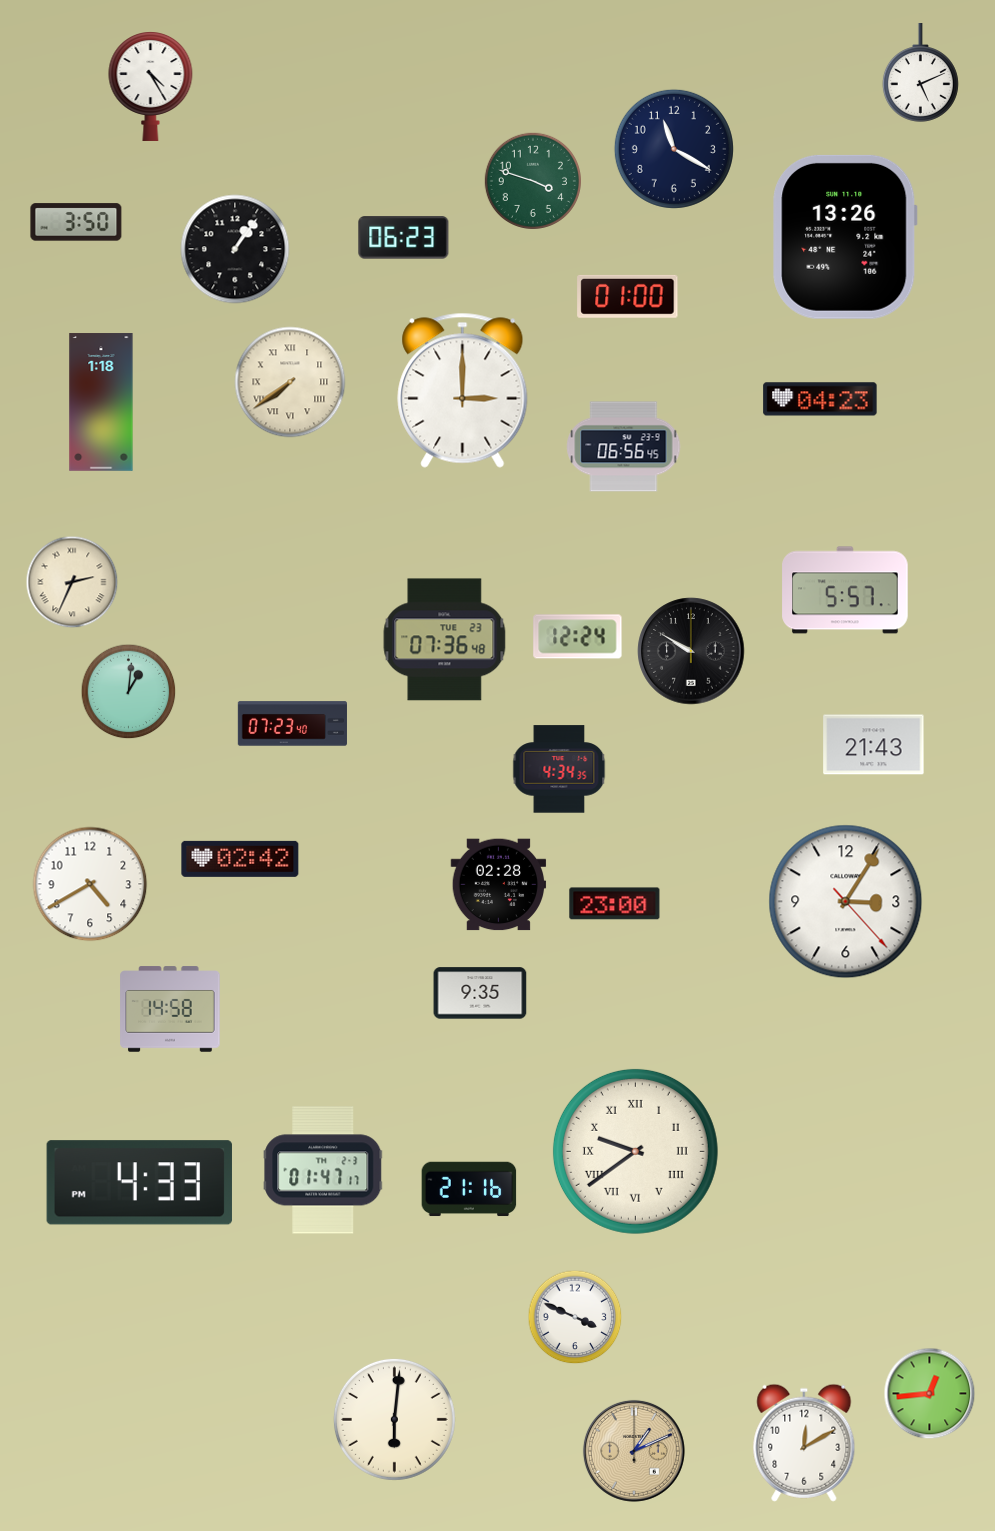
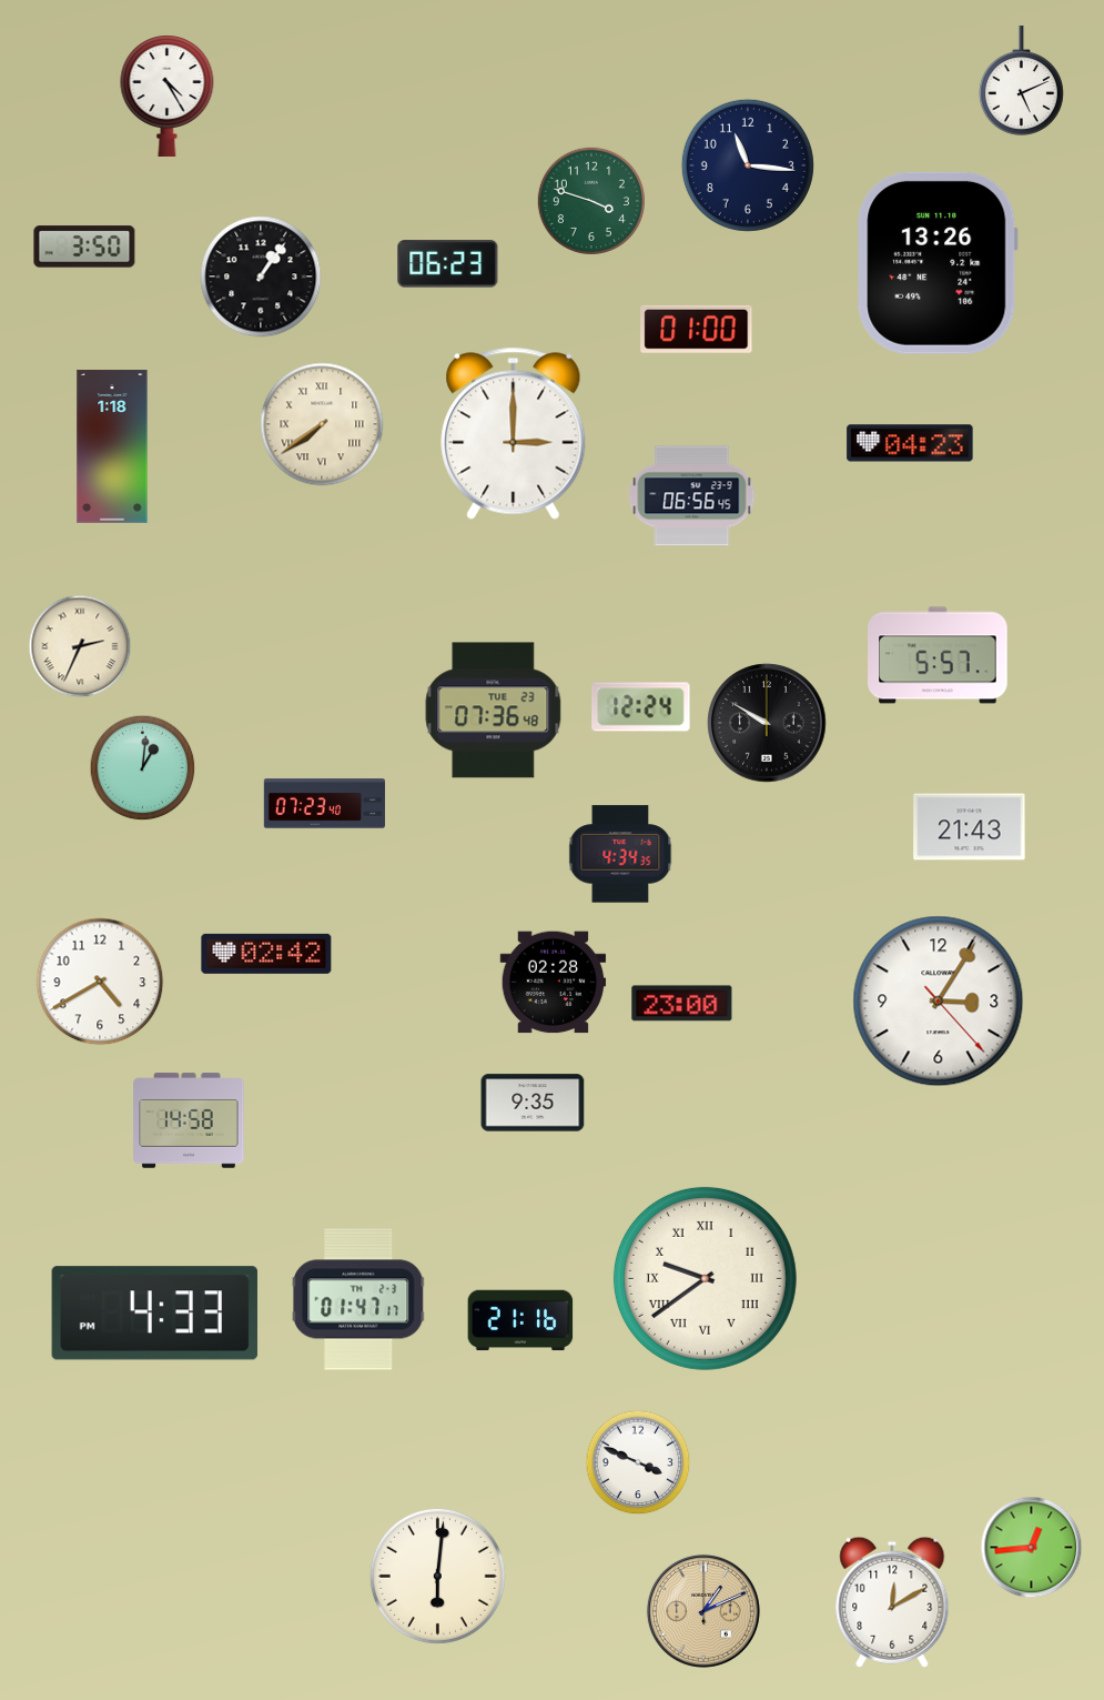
clock at (674, 149): 11:20 -> 11:16
